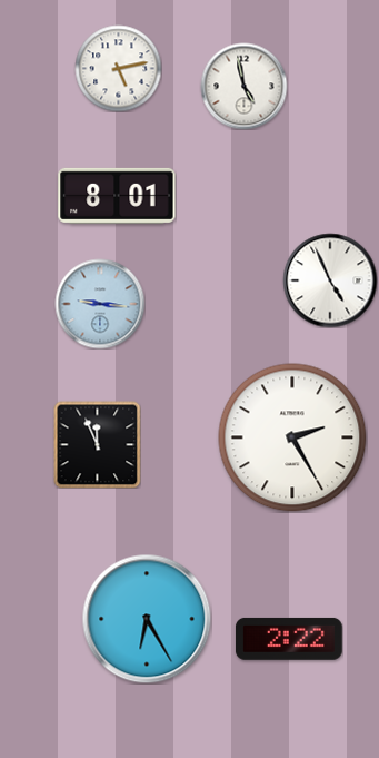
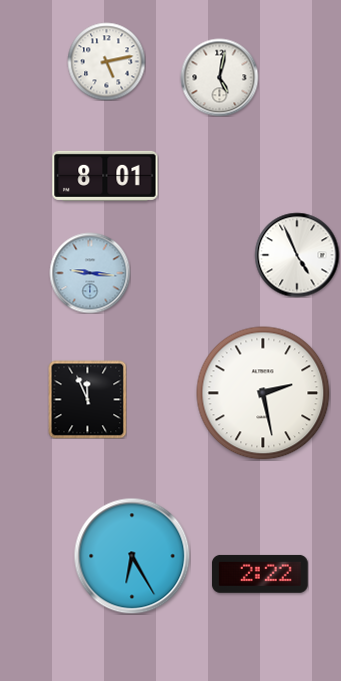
clock at (243, 86): 4:58 -> 5:02
clock at (330, 280) position: (330, 280) -> (297, 255)
clock at (292, 437): 2:25 -> 2:28
